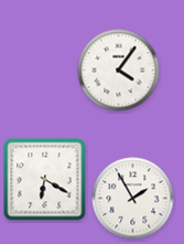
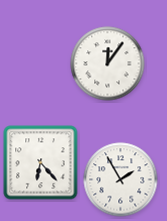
clock at (119, 71): 4:06 -> 12:06
clock at (45, 180): 6:20 -> 6:23
